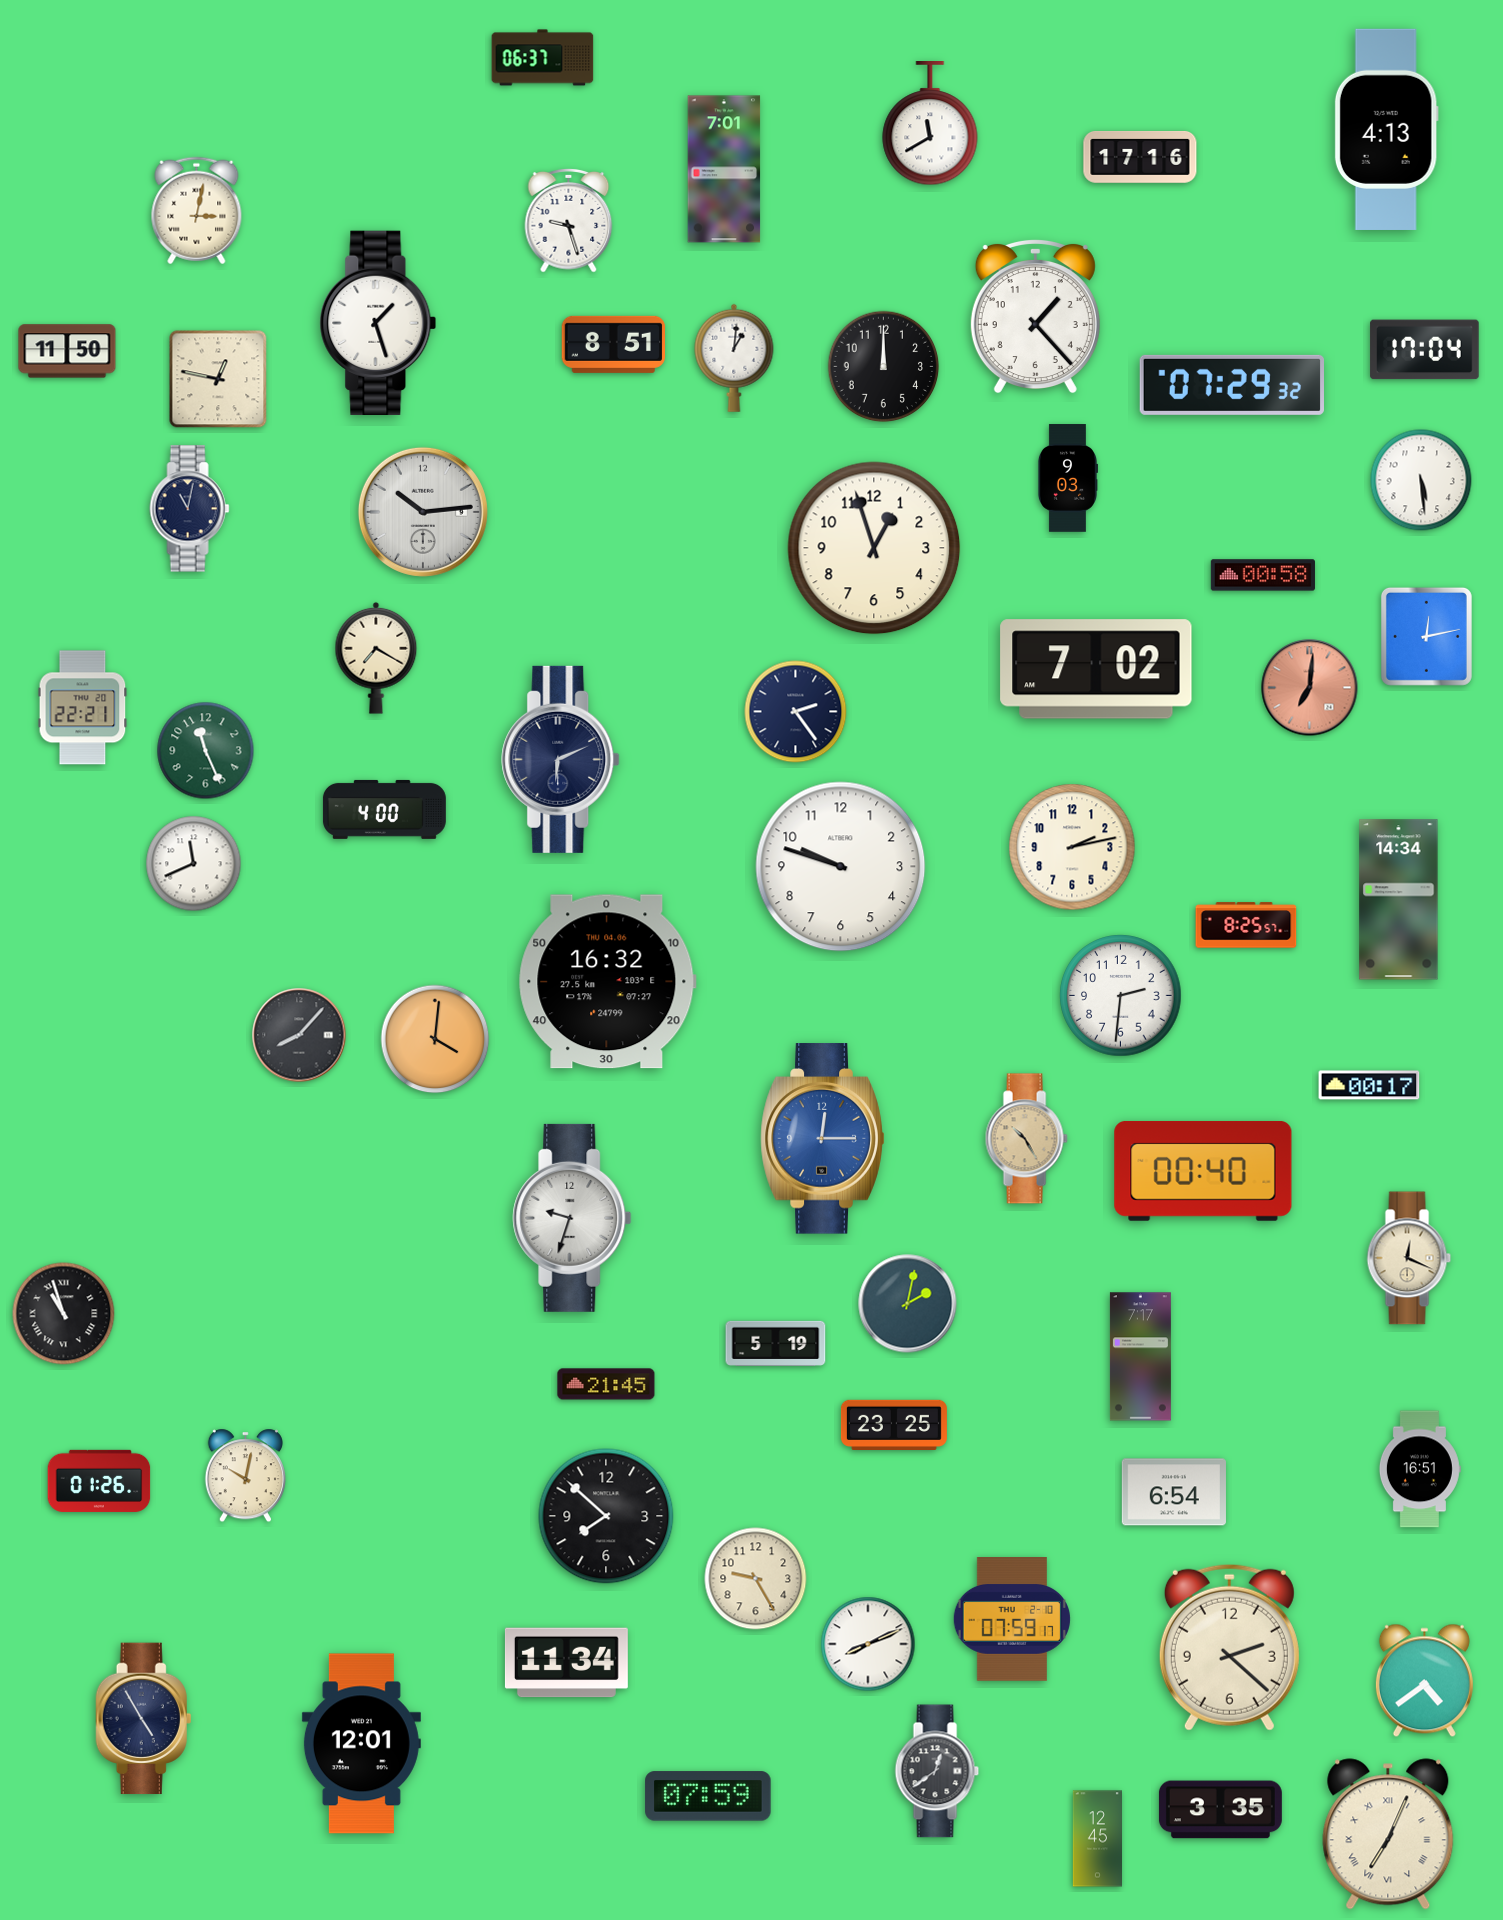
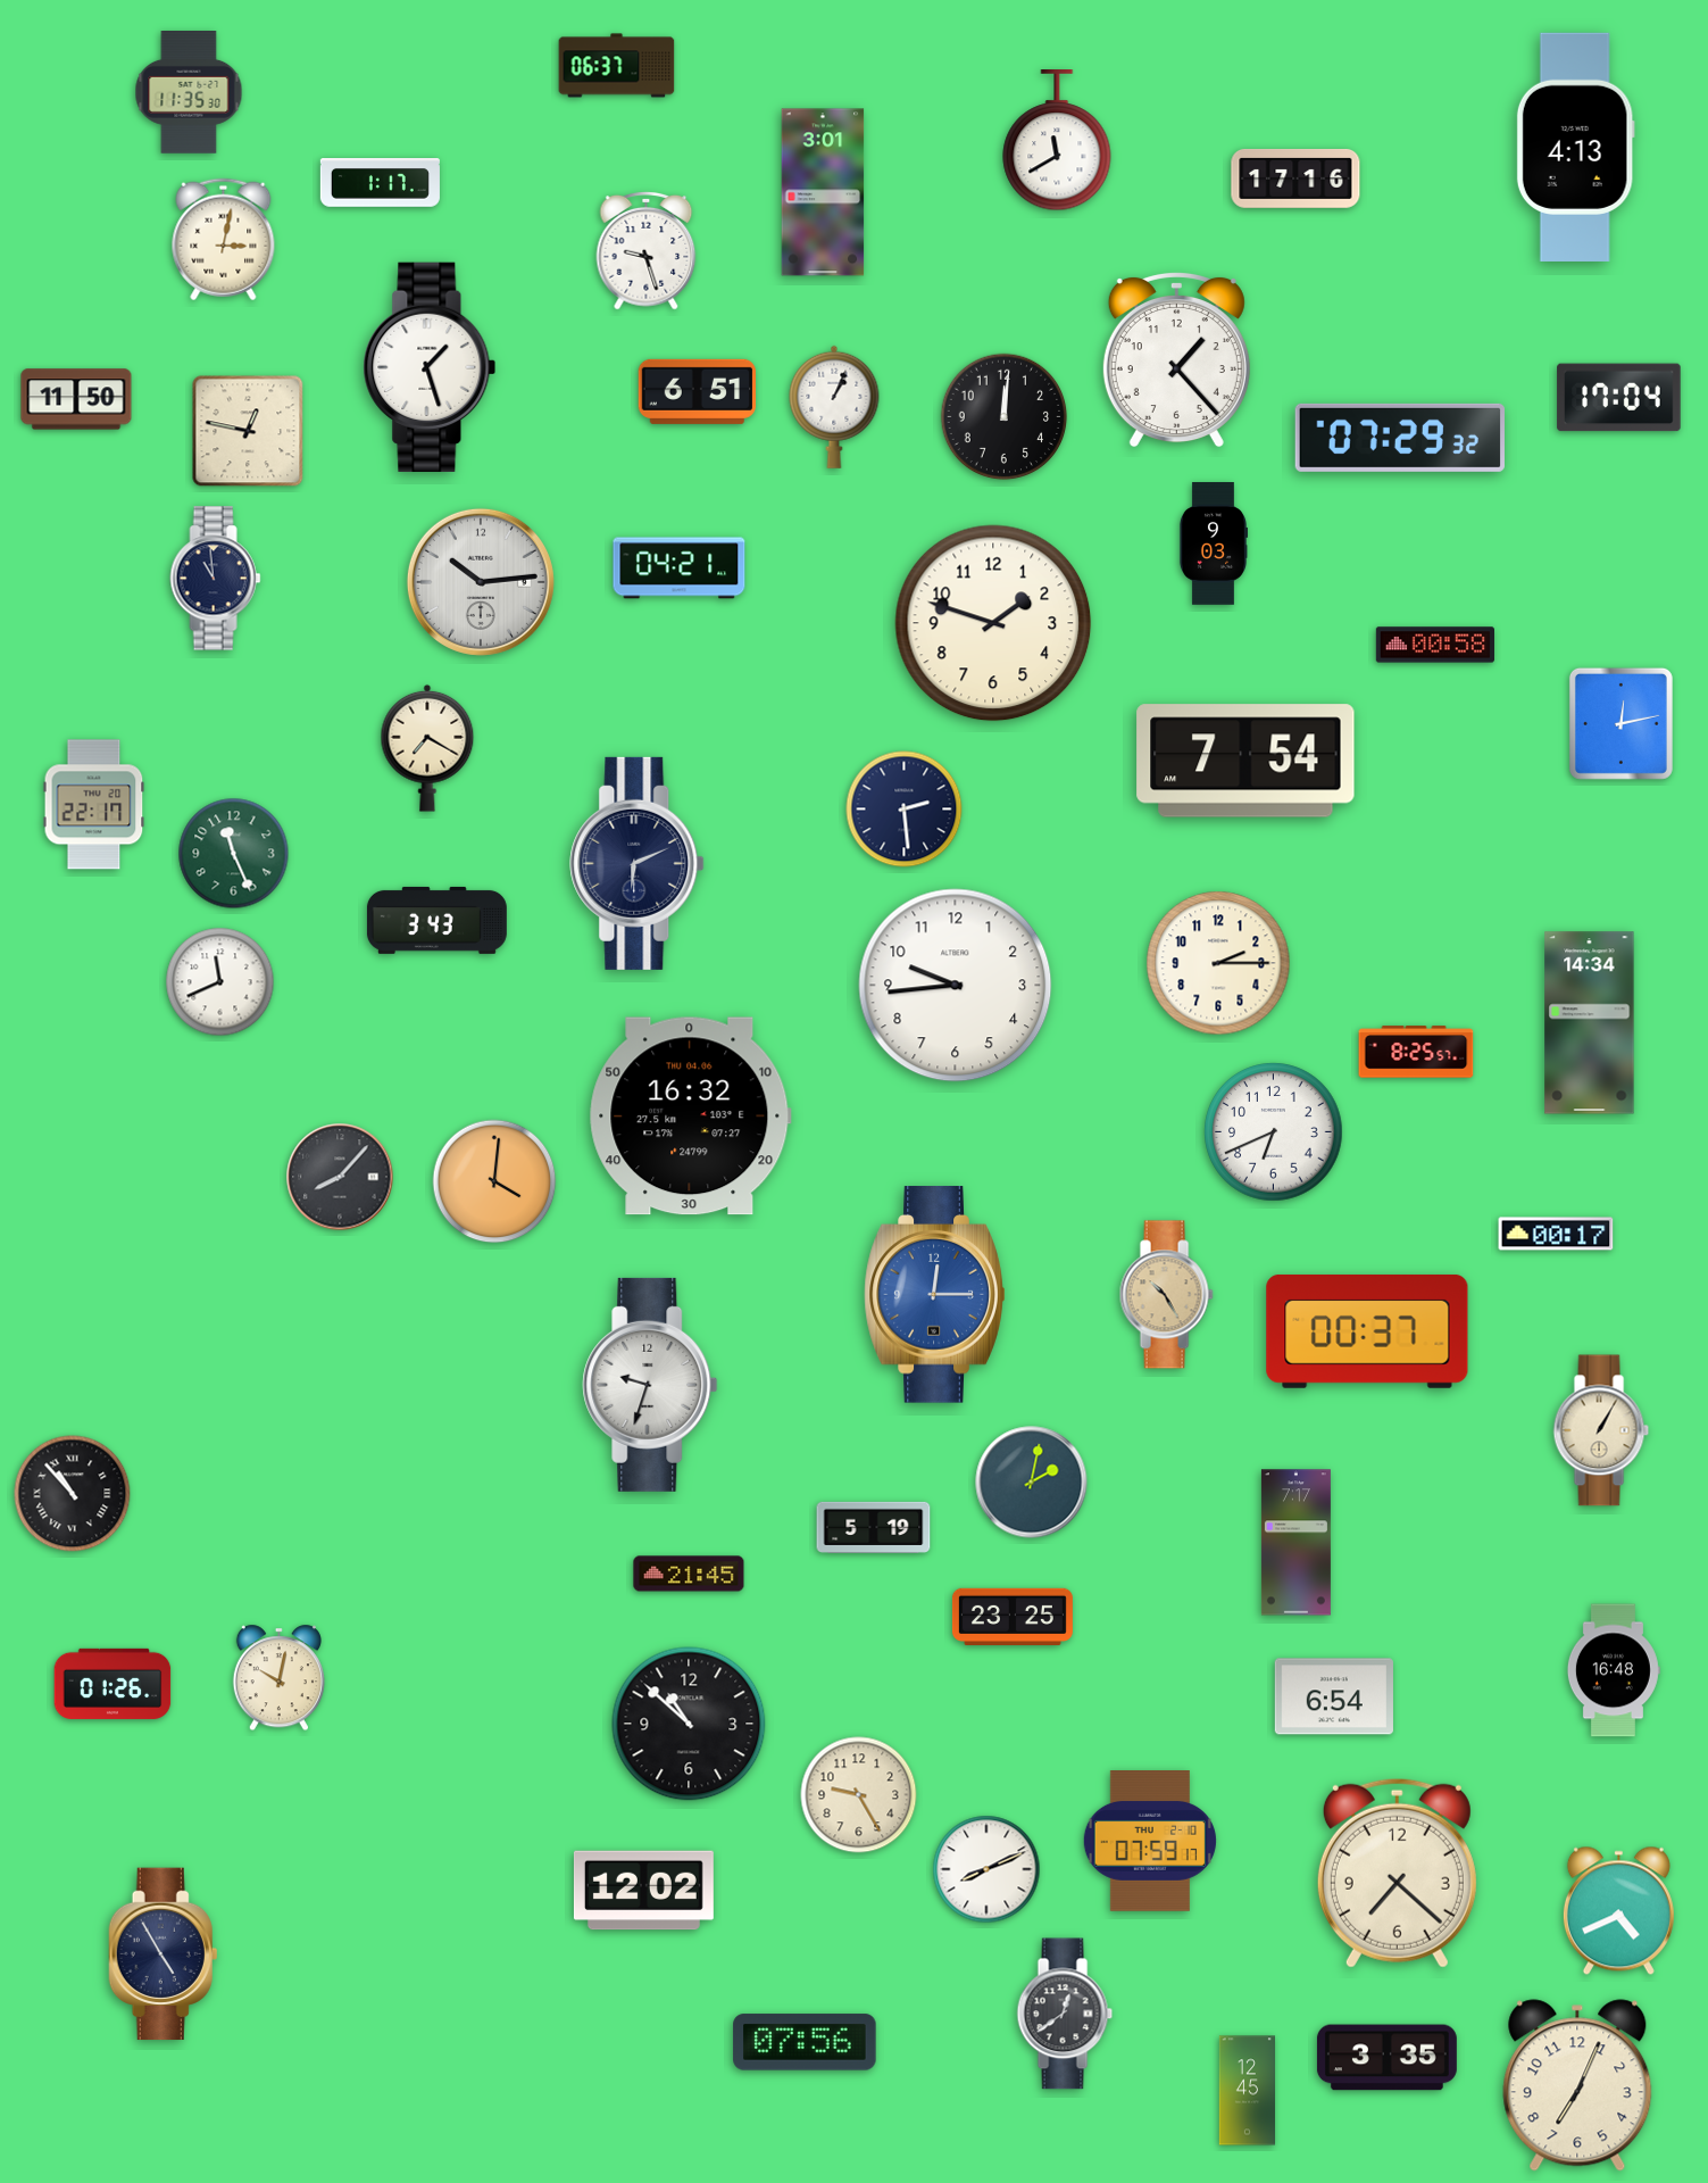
clock at (189, 93): none -> 11:35
clock at (380, 183): none -> 1:17
clock at (724, 169): 7:01 -> 3:01
clock at (614, 344): 8:51 -> 6:51
clock at (734, 358): 1:01 -> 1:04
clock at (884, 367): 12:00 -> 12:01
clock at (1421, 480): 5:29 -> none
clock at (680, 568): none -> 04:21
clock at (190, 509): 11:02 -> 10:59
clock at (874, 548): 12:57 -> 1:48
clock at (1263, 575) position: (1263, 575) -> (1435, 645)
clock at (1096, 669): 7:02 -> 7:54
clock at (1310, 688): 7:01 -> none
clock at (83, 708): 22:21 -> 22:17
clock at (796, 712): 2:24 -> 2:29
clock at (384, 809): 4:00 -> 3:43
clock at (1072, 847): 2:13 -> 2:15
clock at (841, 867): 9:48 -> 9:44
clock at (1121, 996): 2:31 -> 6:41
clock at (1203, 1171): 00:40 -> 00:37
clock at (1409, 1258): 12:19 -> 1:05
clock at (64, 1314): 10:57 -> 10:53
clock at (776, 1343) position: (776, 1343) -> (874, 1527)
clock at (894, 1424) position: (894, 1424) -> (1013, 1616)
clock at (1420, 1469): 16:51 -> 16:48
clock at (606, 1516): 7:52 -> 10:52
clock at (1229, 1647): 2:22 -> 7:22
clock at (566, 1663): 11:34 -> 12:02
clock at (1424, 1681): 4:39 -> 4:41
clock at (361, 1744): 12:01 -> none
clock at (708, 1796): 07:59 -> 07:56
clock at (1388, 1834) numerals: Roman -> Arabic
